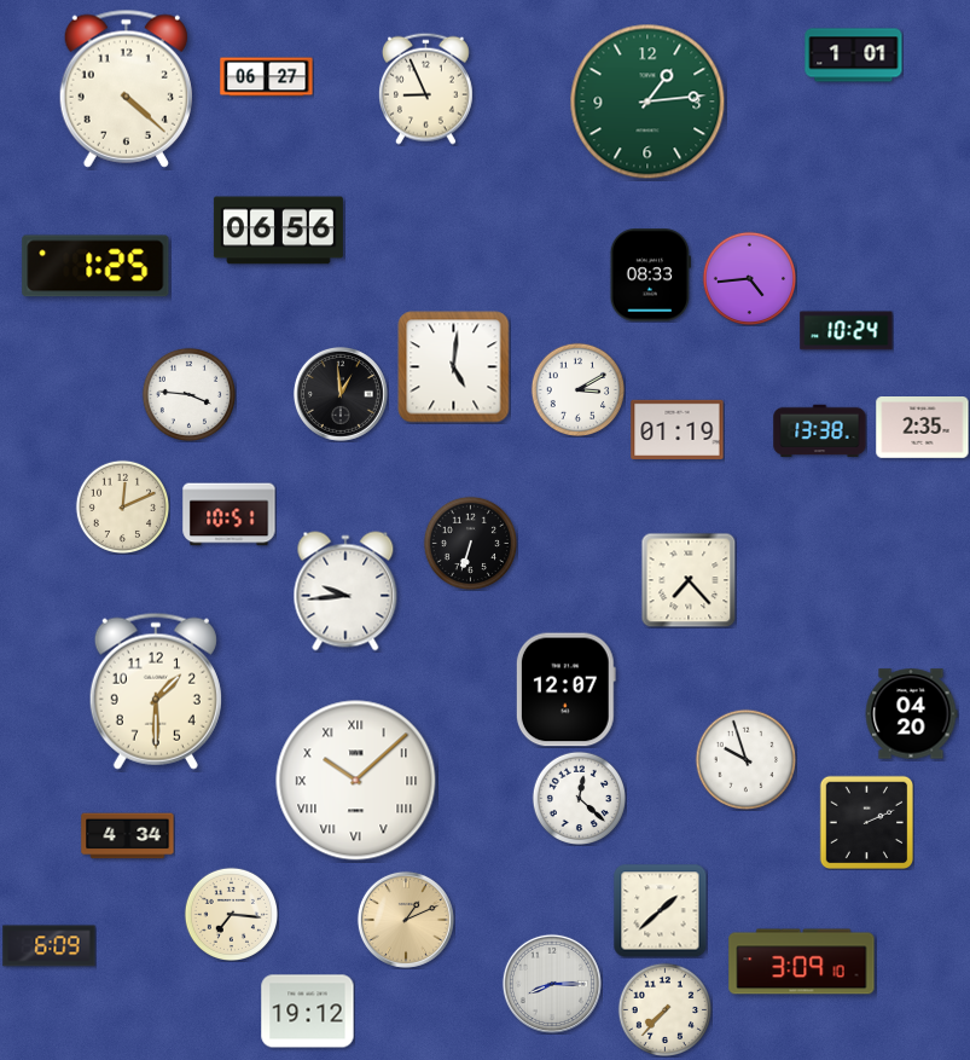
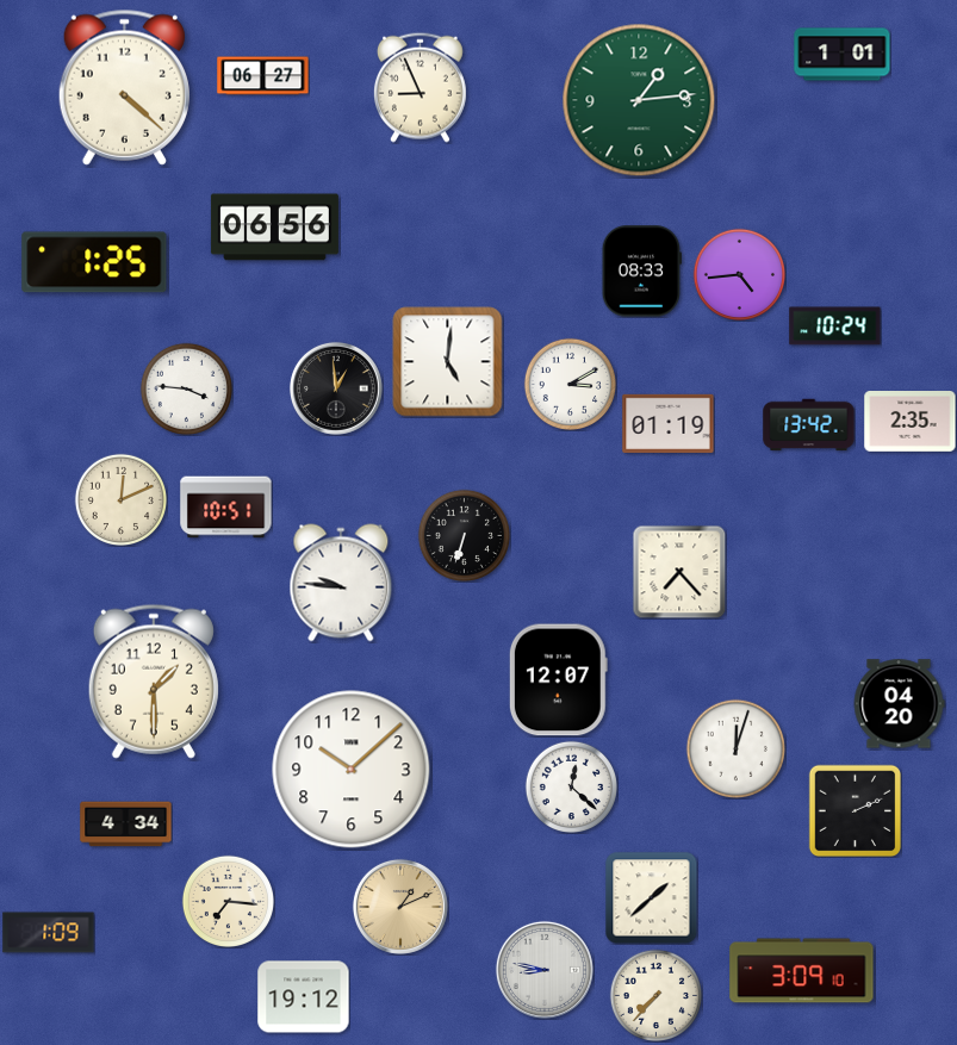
clock at (820, 431): 13:38 -> 13:42
clock at (345, 591): 9:44 -> 9:46
clock at (745, 759): 9:57 -> 12:03
clock at (356, 781) numerals: Roman -> Arabic
clock at (50, 946): 6:09 -> 1:09
clock at (802, 962) position: (802, 962) -> (802, 971)
clock at (552, 984): 8:15 -> 8:47
